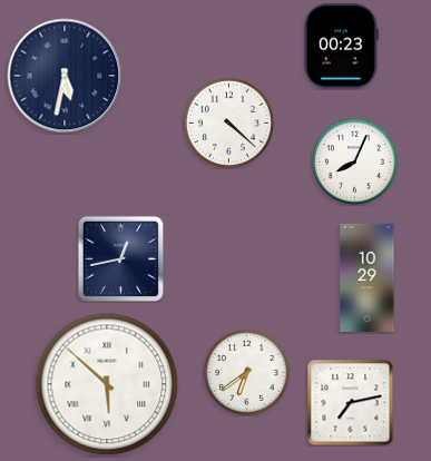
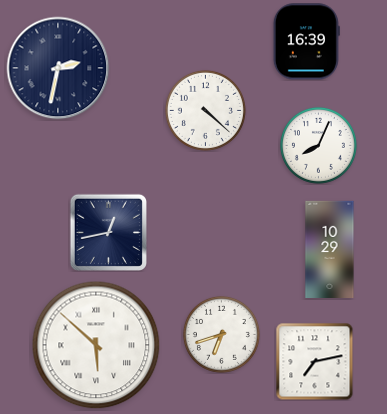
clock at (341, 47): 00:23 -> 16:39
clock at (65, 76): 5:32 -> 2:32
clock at (246, 372): 6:39 -> 6:42
